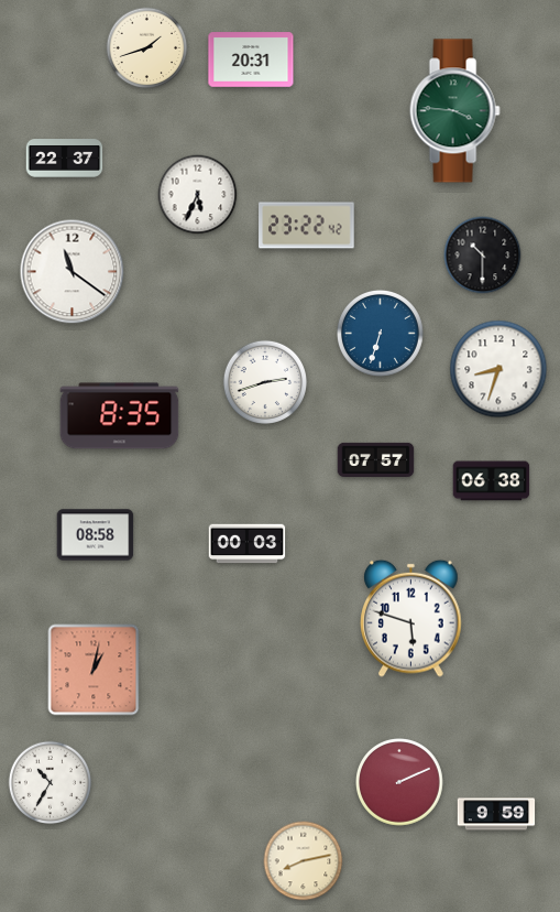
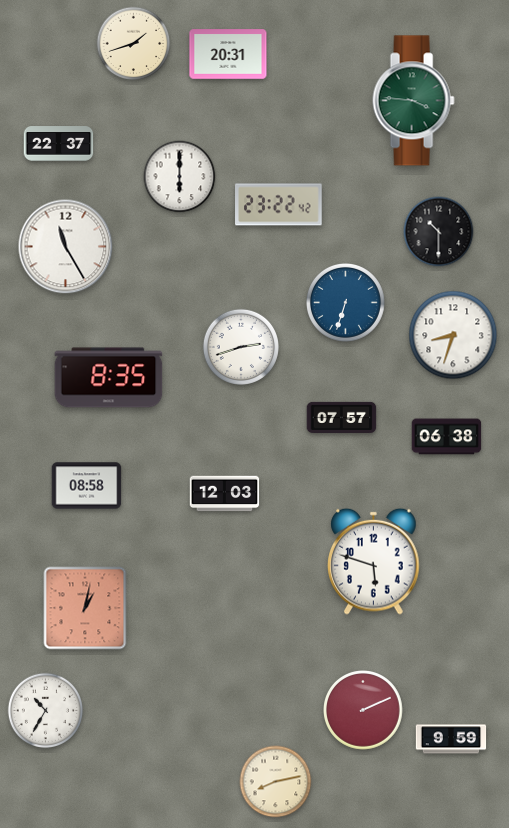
clock at (198, 195): 5:34 -> 6:00
clock at (73, 272): 11:21 -> 11:25
clock at (248, 544): 00:03 -> 12:03
